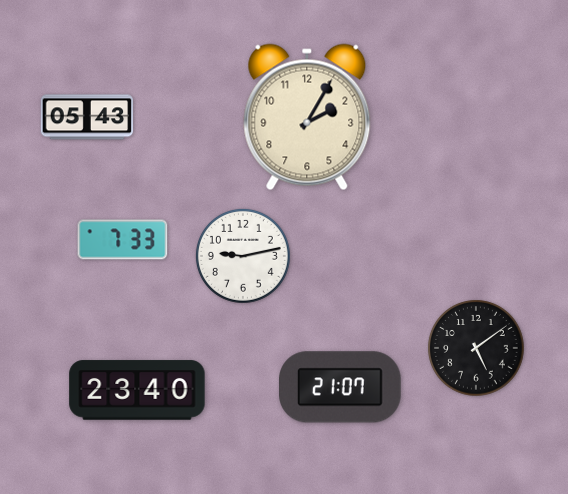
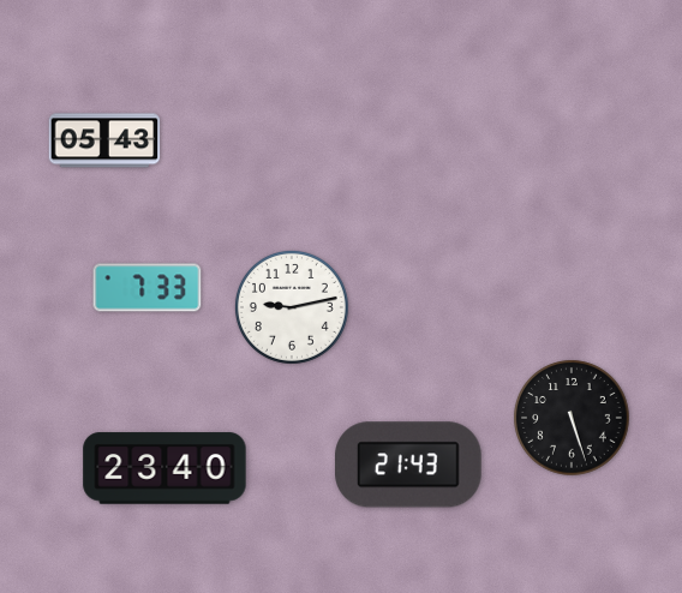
clock at (307, 117): 2:05 -> none
clock at (476, 348): 5:09 -> 5:27
clock at (341, 387): 21:07 -> 21:43
